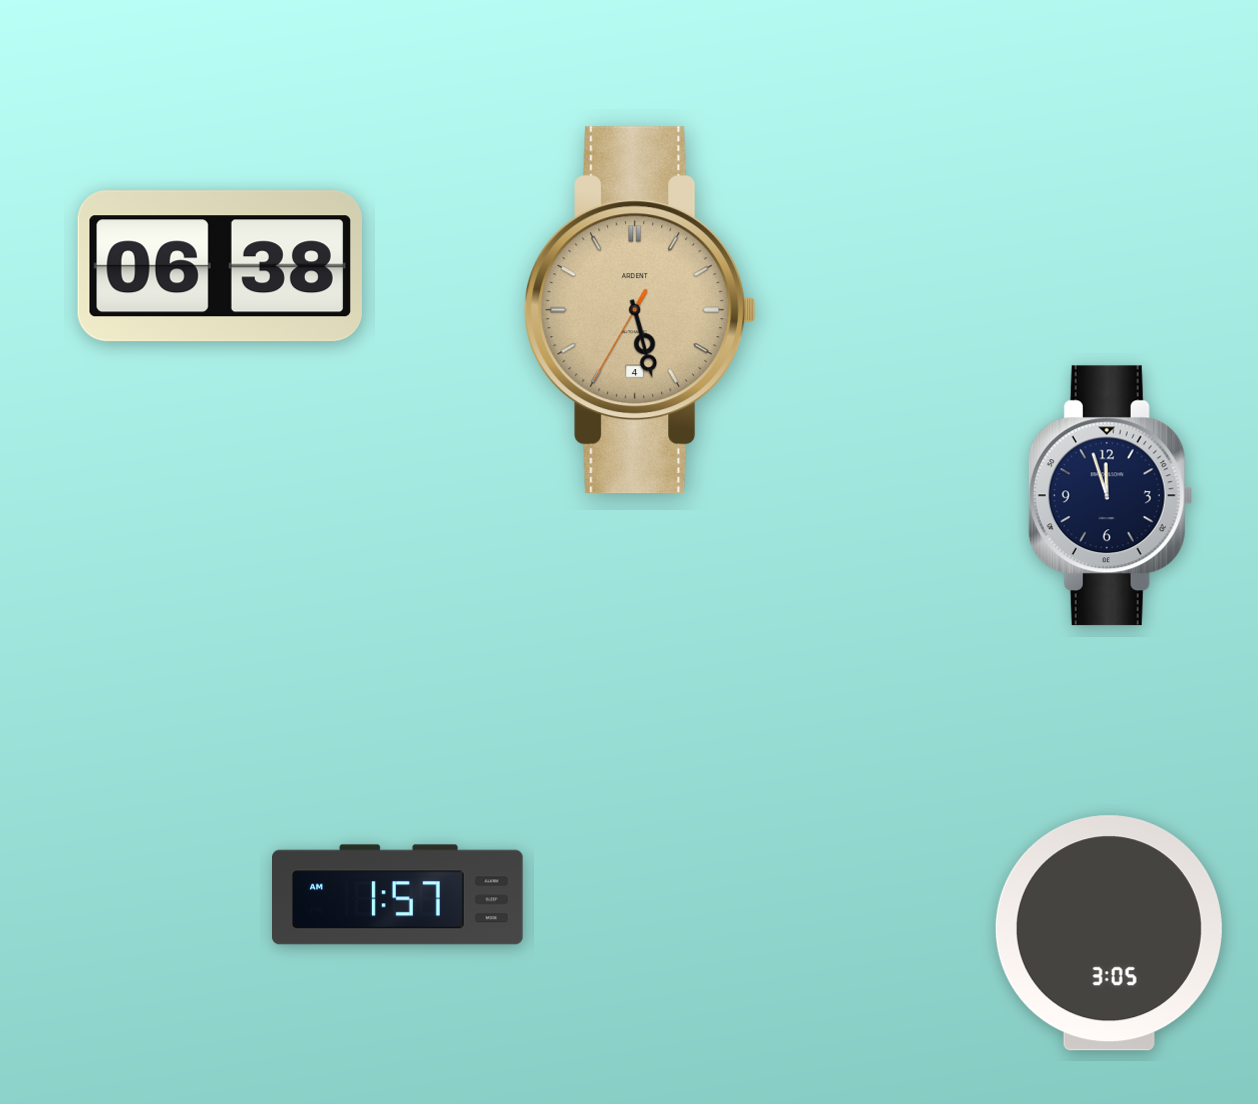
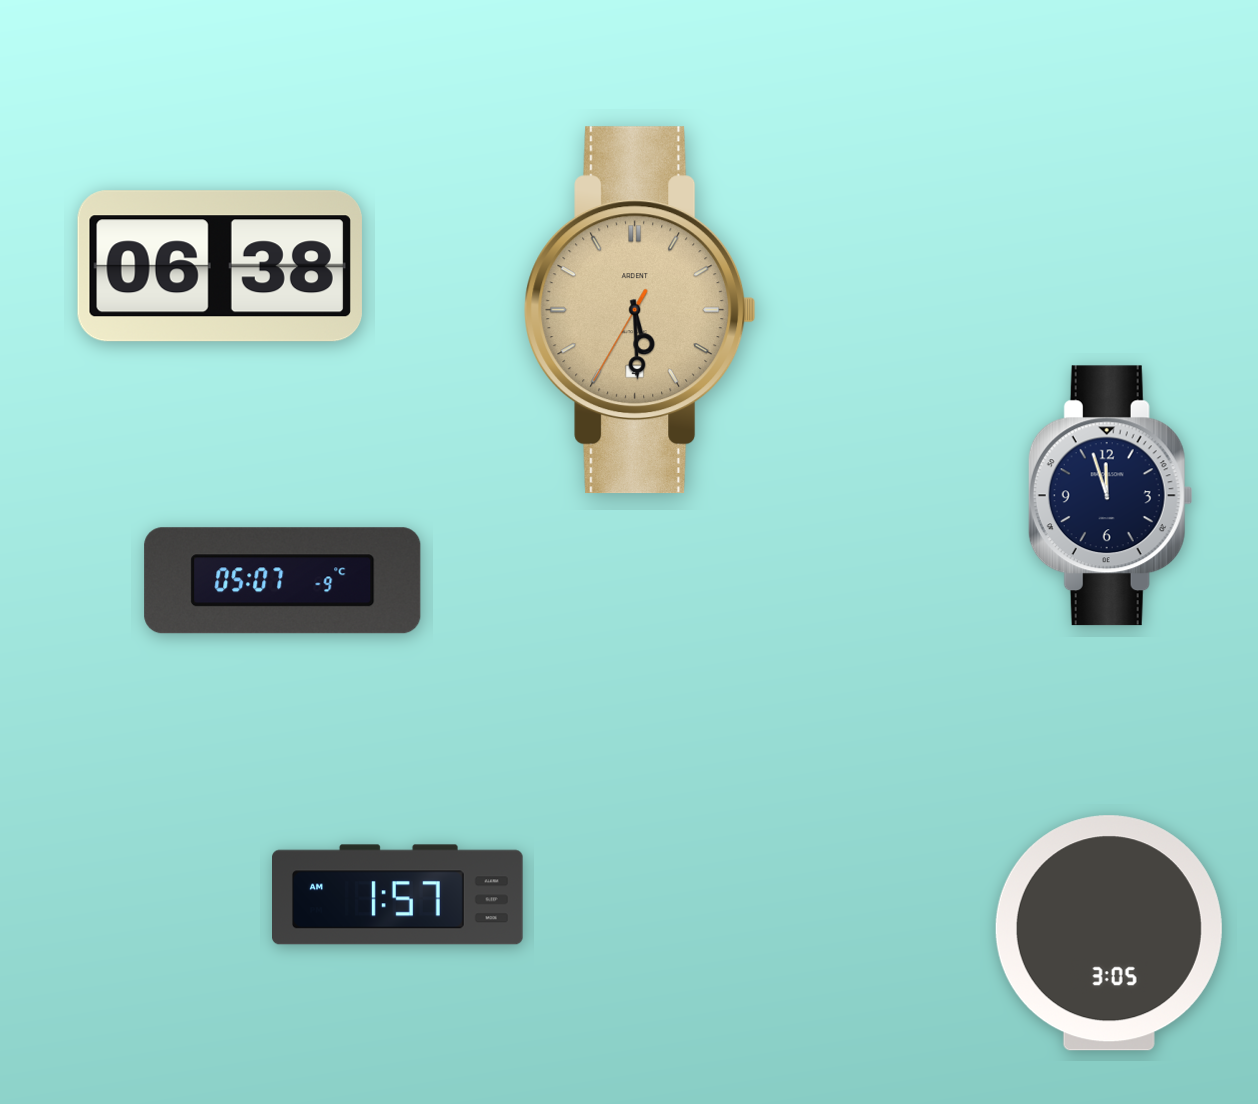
clock at (640, 310): 5:27 -> 5:29
clock at (283, 581): none -> 05:07
